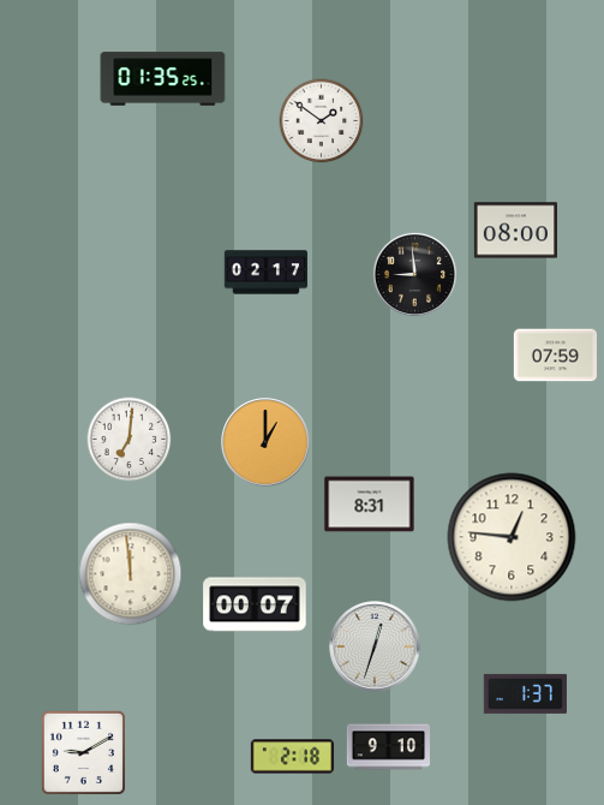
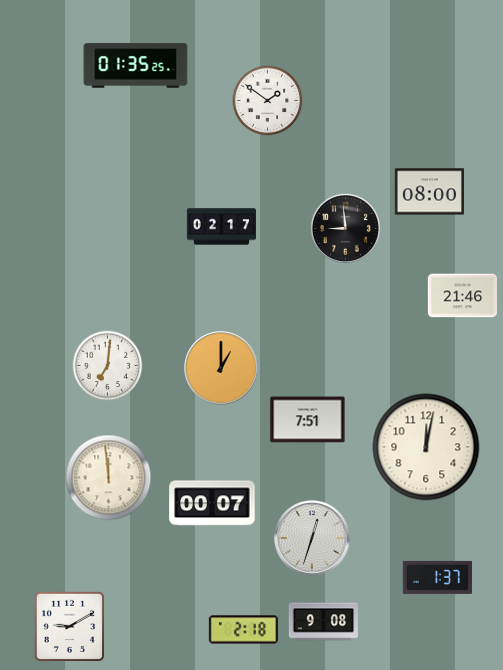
clock at (555, 356): 07:59 -> 21:46
clock at (370, 505): 8:31 -> 7:51
clock at (512, 537): 12:46 -> 12:02
clock at (388, 747): 9:10 -> 9:08
